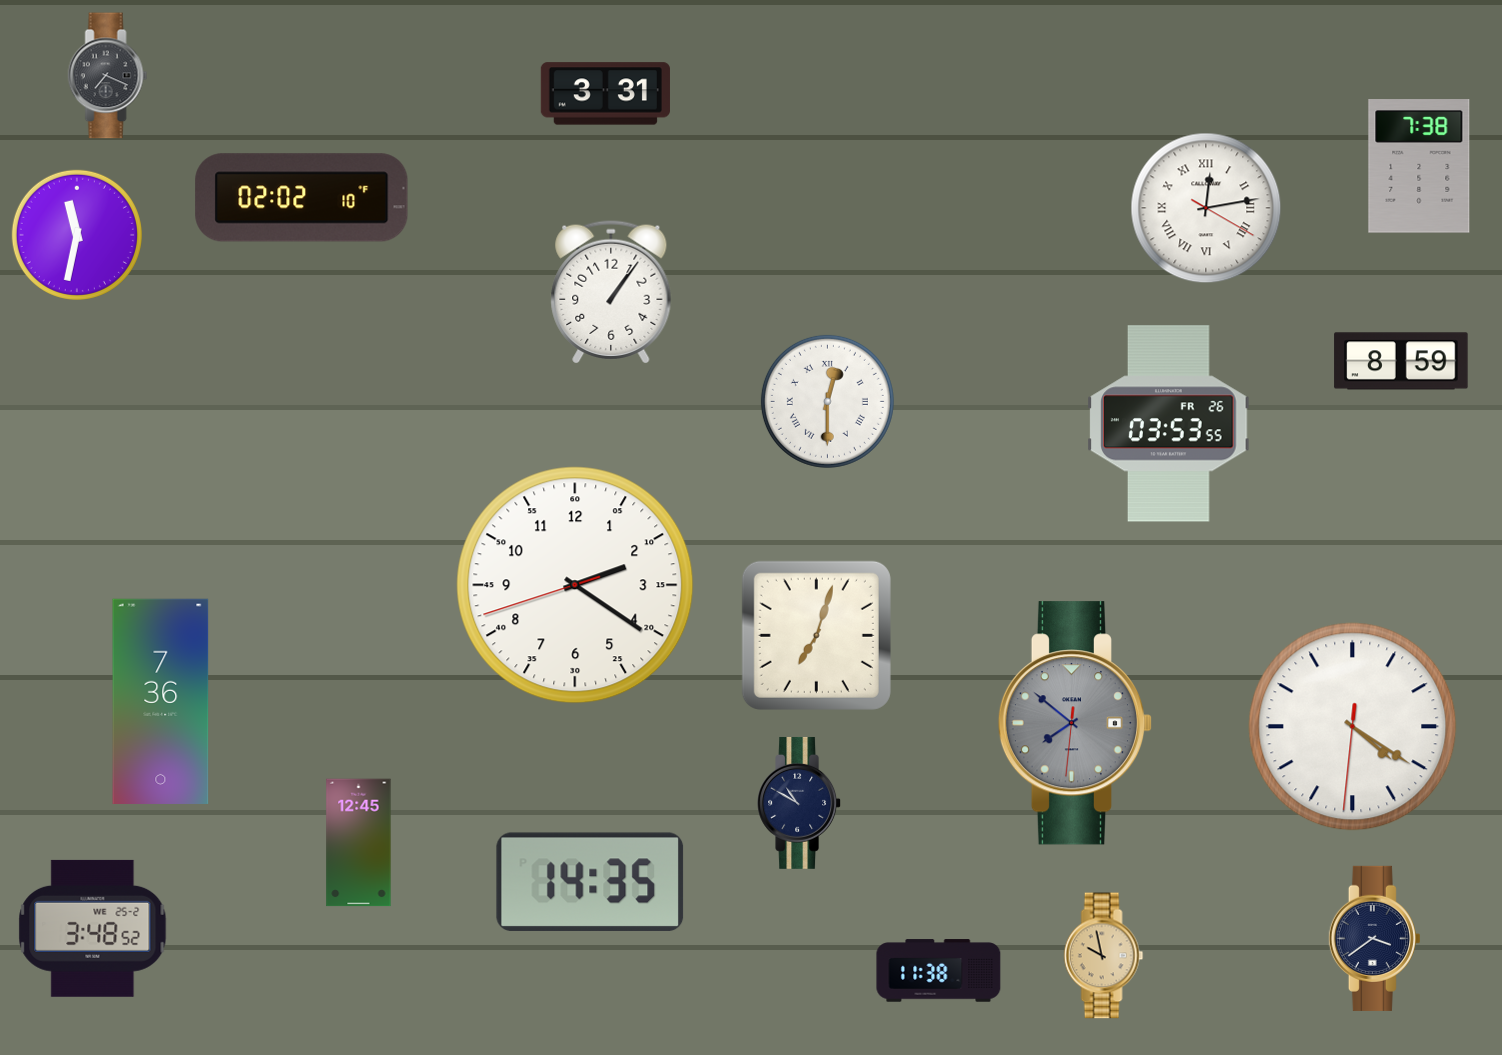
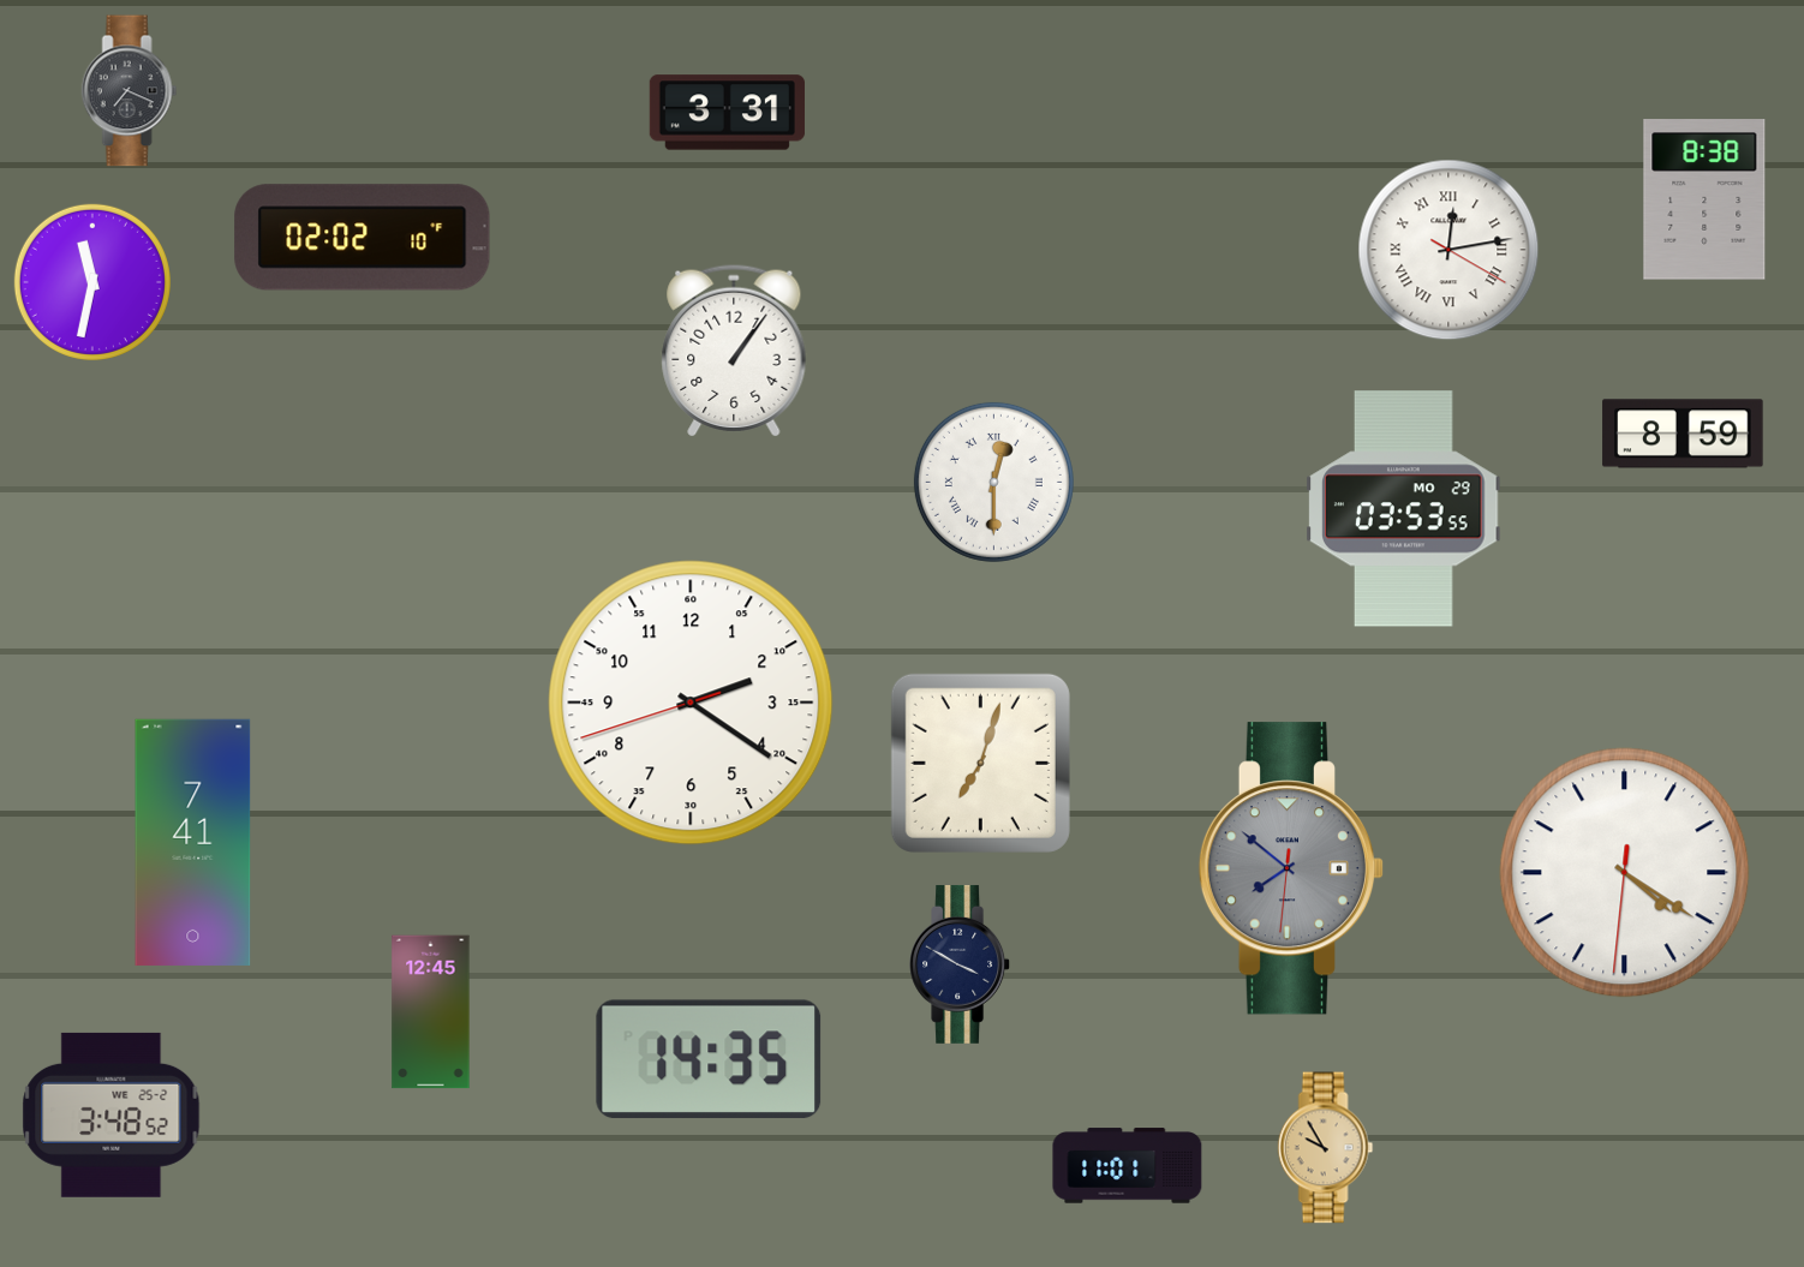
clock at (1419, 166): 7:38 -> 8:38
clock at (1169, 424) date: FR 26 -> MO 29
clock at (161, 701): 7:36 -> 7:41
clock at (799, 803): 10:50 -> 3:50
clock at (1374, 938): 3:39 -> none
clock at (1104, 956): 9:58 -> 9:55
clock at (939, 971): 11:38 -> 11:01
